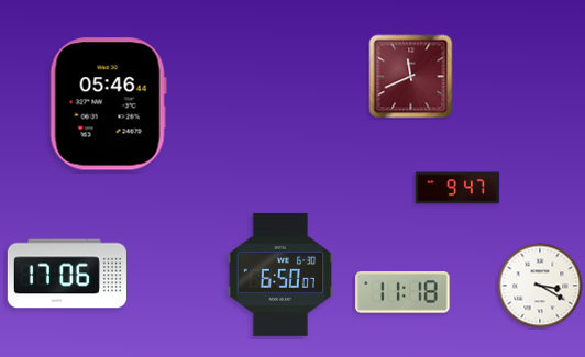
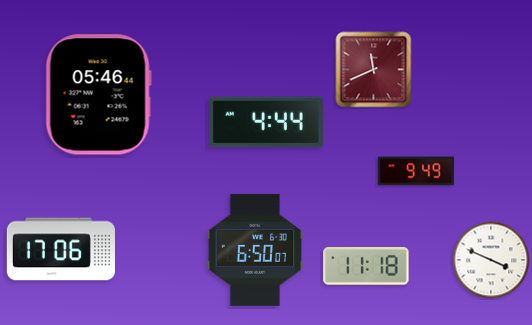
clock at (267, 122): none -> 4:44
clock at (457, 188): 9:47 -> 9:49
clock at (540, 286): 3:20 -> 3:49
